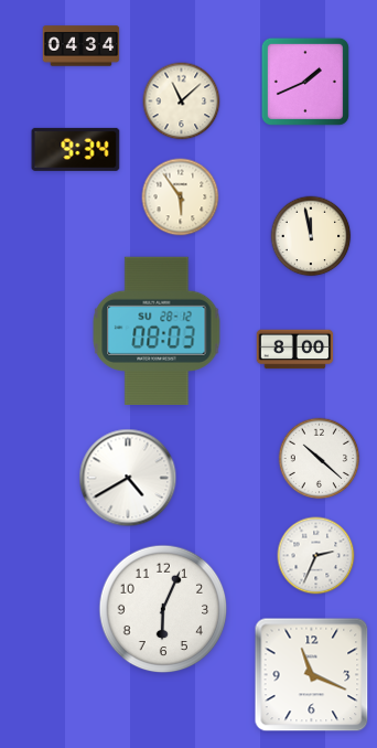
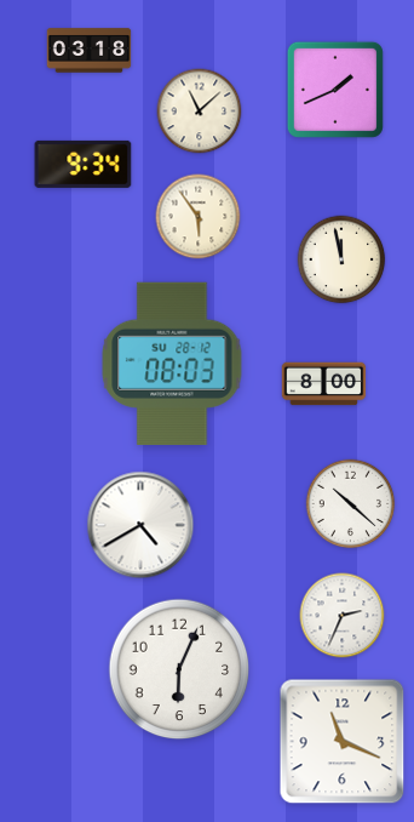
clock at (82, 46): 04:34 -> 03:18
clock at (316, 556) position: (316, 556) -> (343, 616)
